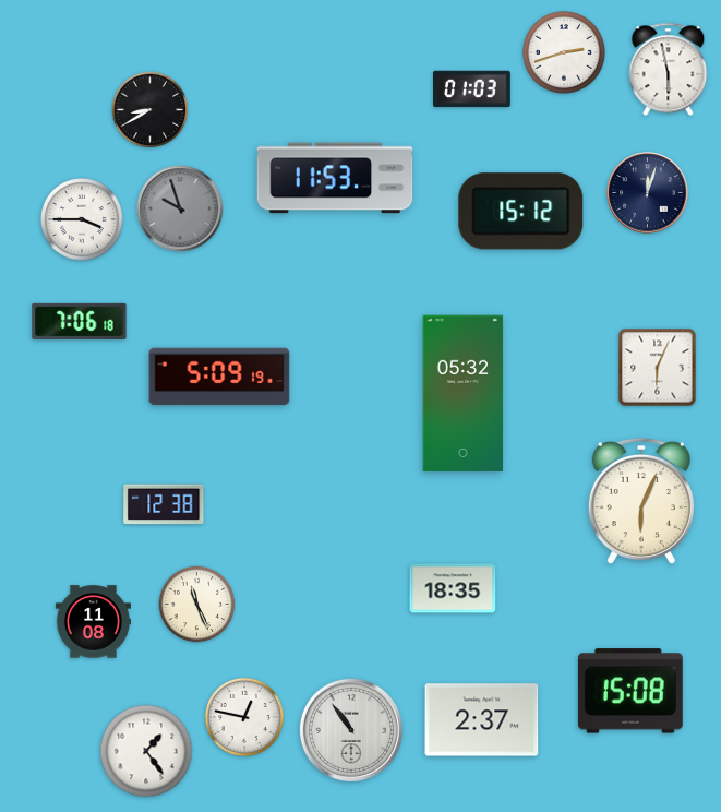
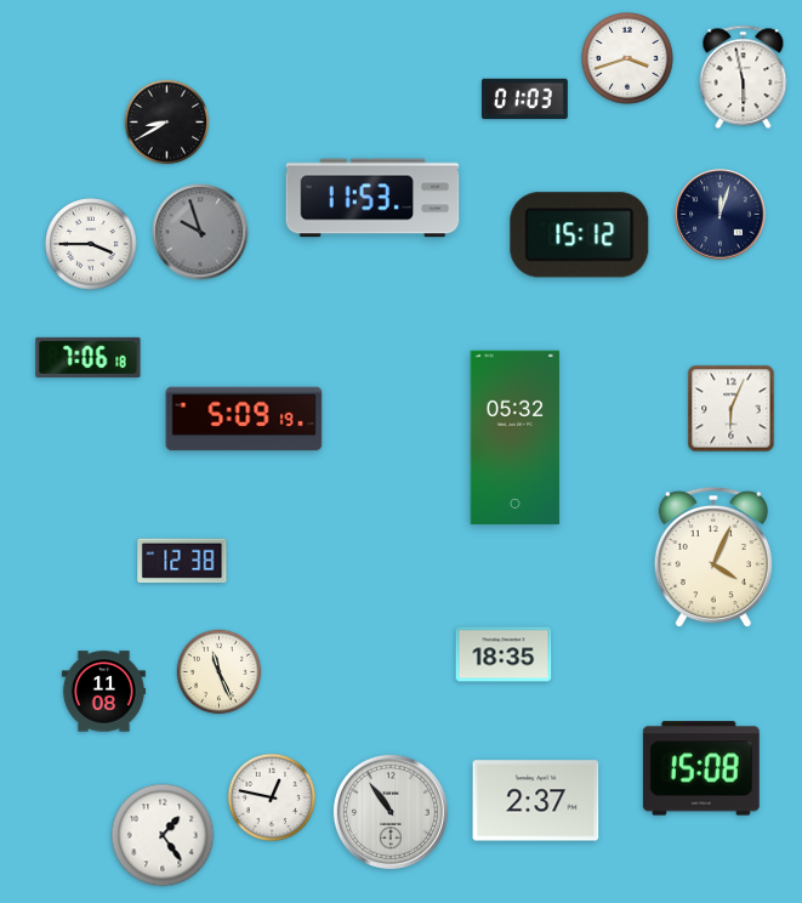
clock at (564, 52): 2:42 -> 3:42
clock at (641, 501): 6:04 -> 4:04
